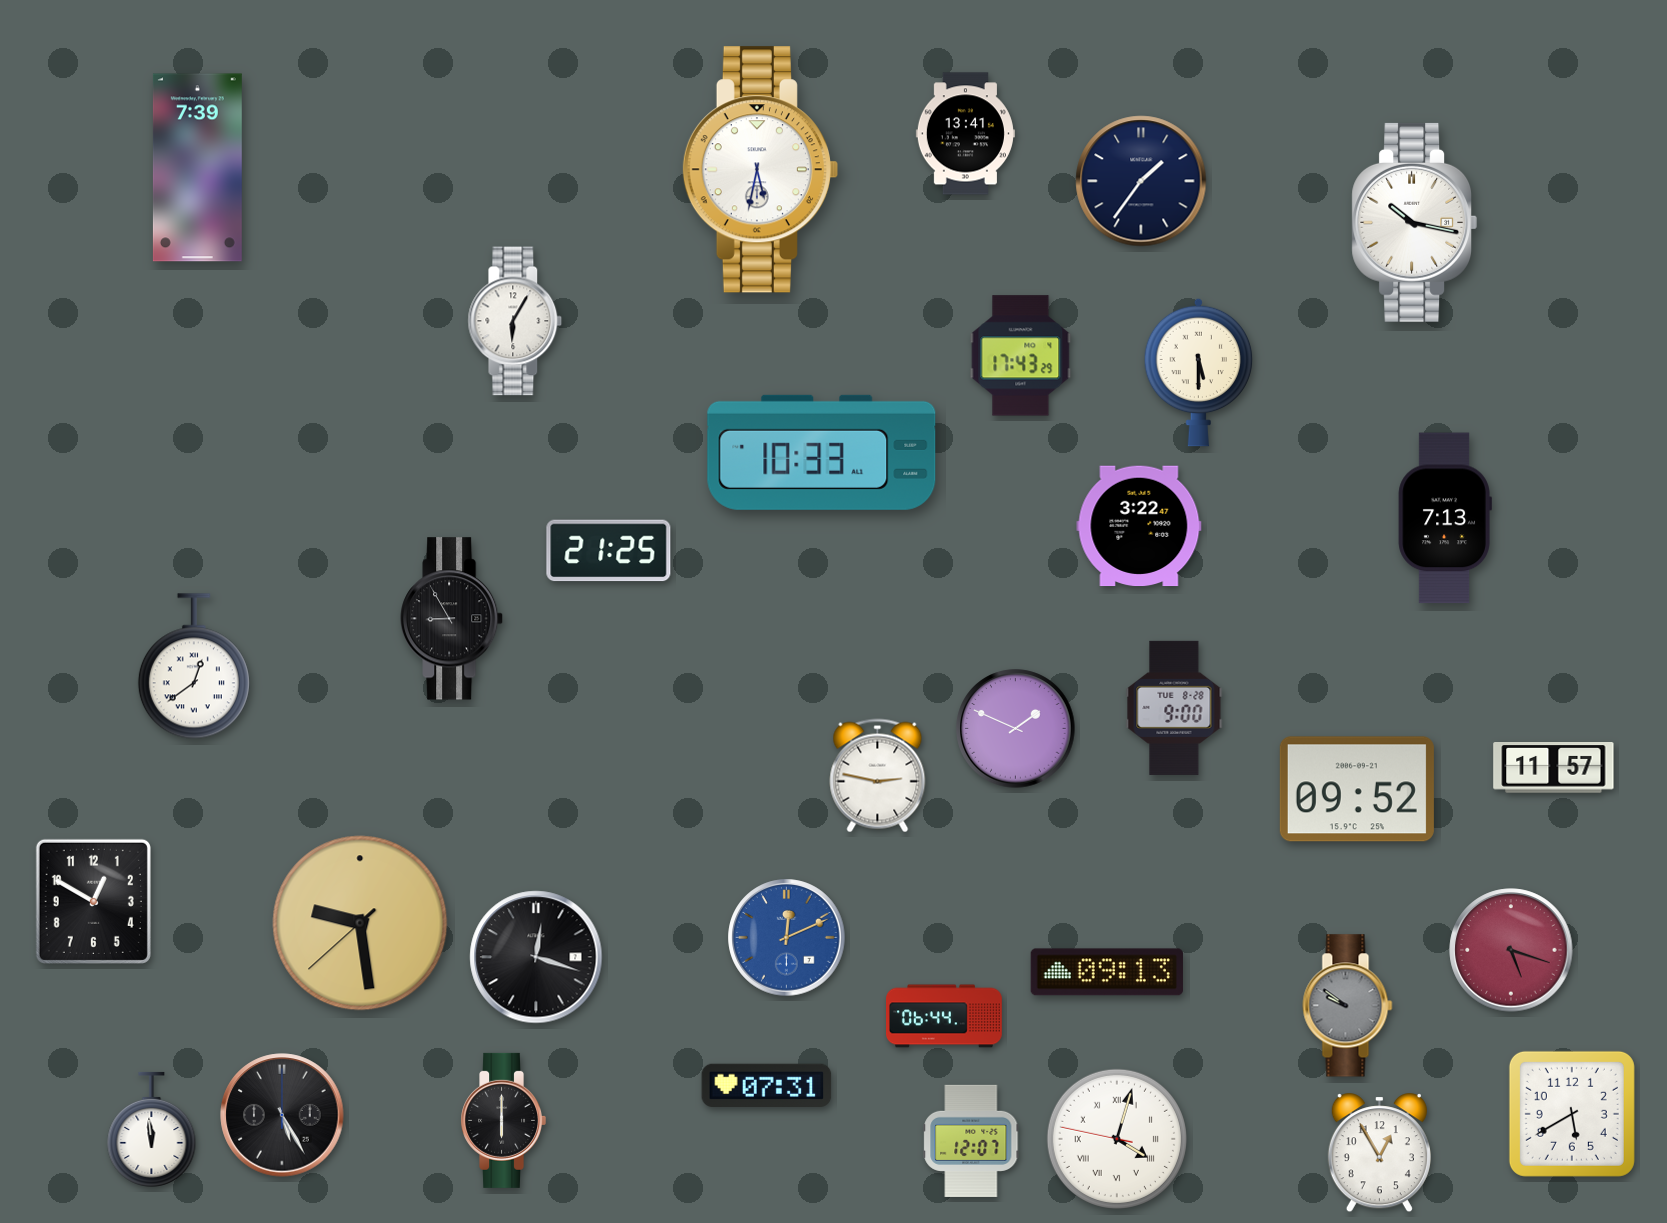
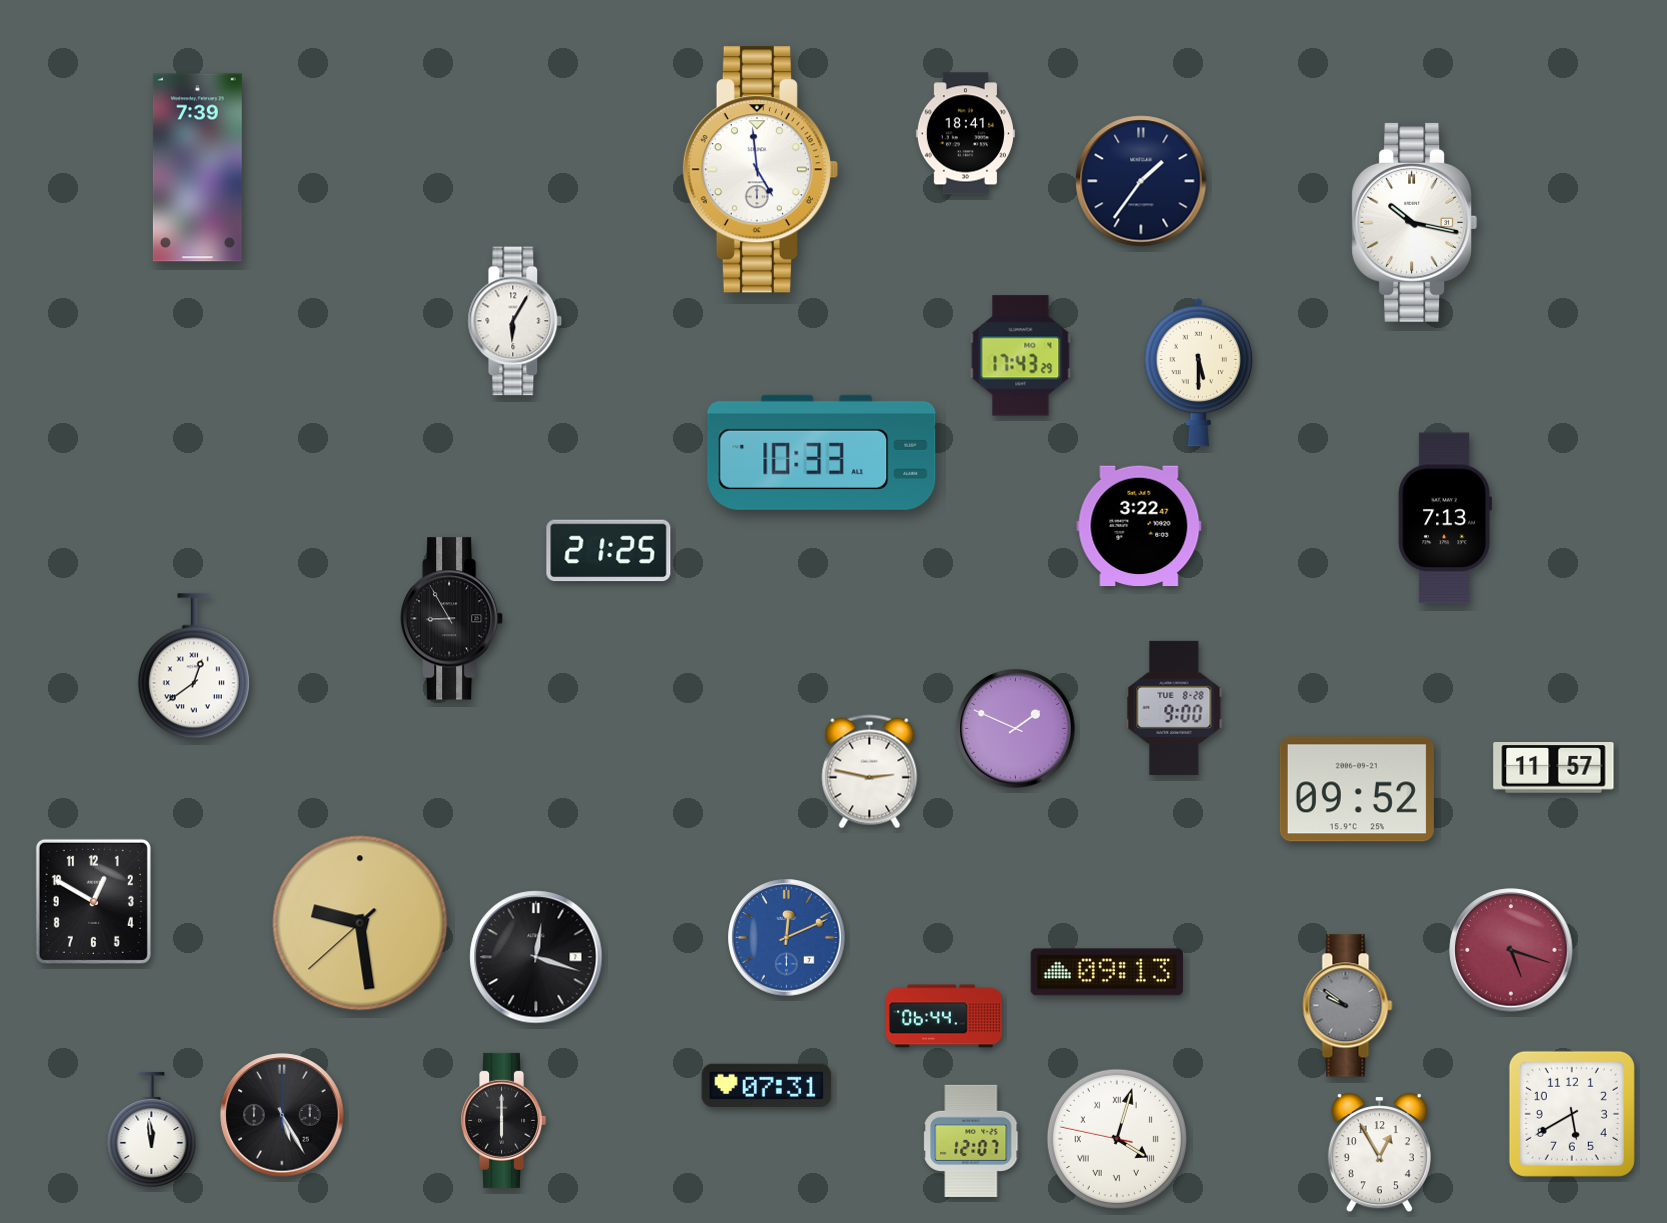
clock at (965, 134): 13:41 -> 18:41
clock at (760, 170): 5:32 -> 4:59
clock at (878, 776) position: (878, 776) -> (870, 772)
